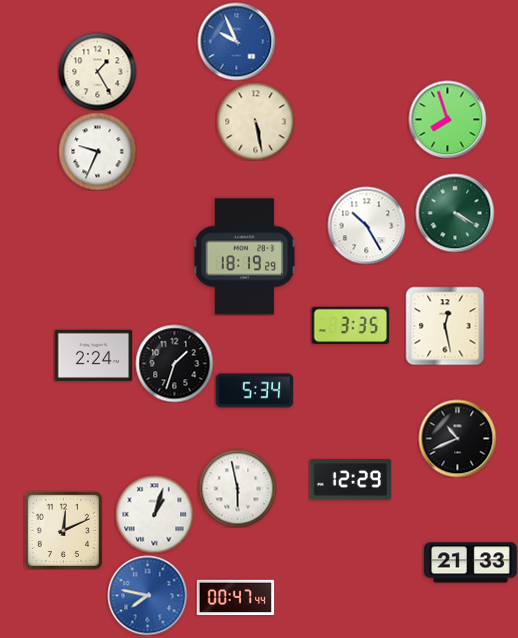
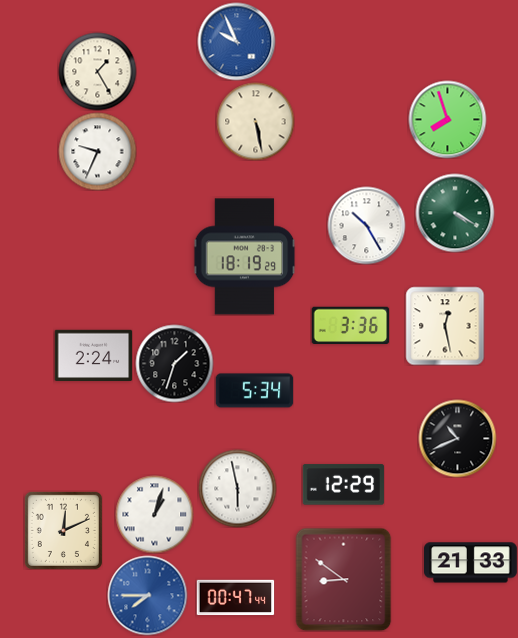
clock at (350, 326): 3:35 -> 3:36
clock at (350, 480) position: (350, 480) -> (343, 485)
clock at (344, 579): none -> 8:51
clock at (147, 595): 7:47 -> 7:45
